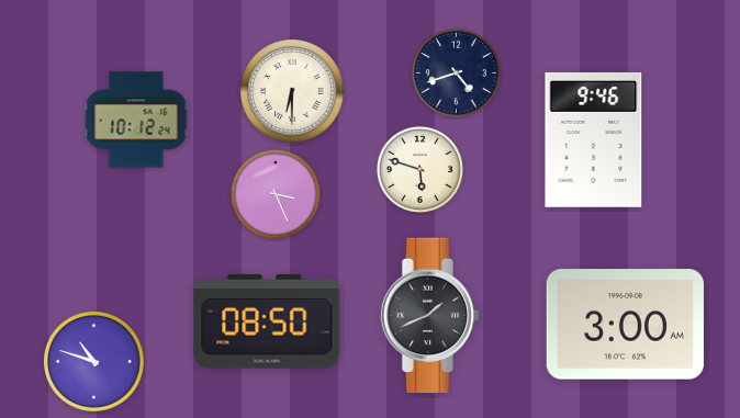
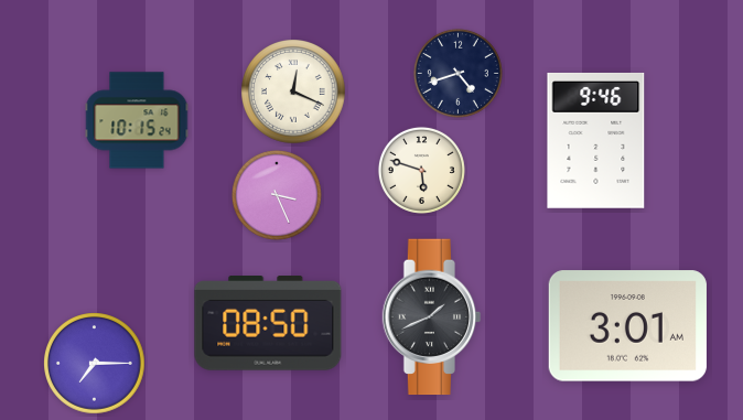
clock at (293, 92): 6:30 -> 12:19
clock at (136, 120): 10:12 -> 10:15
clock at (625, 325): 3:00 -> 3:01
clock at (94, 362): 10:48 -> 7:15
